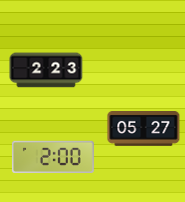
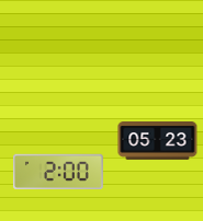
clock at (46, 70): 2:23 -> none
clock at (144, 129): 05:27 -> 05:23
